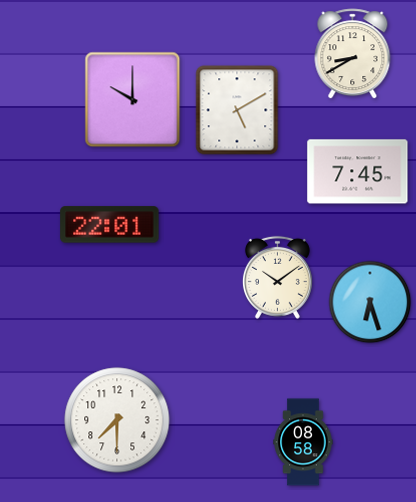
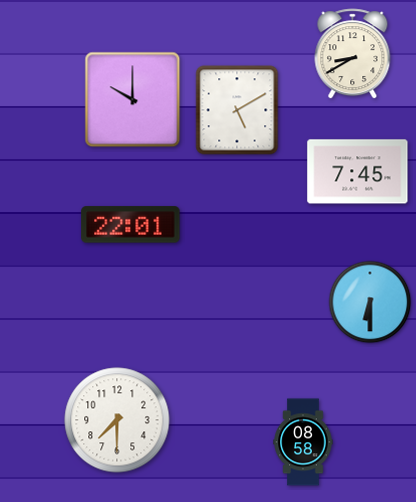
clock at (110, 225) position: (110, 225) -> (131, 225)
clock at (277, 277): 10:09 -> none
clock at (370, 302): 6:27 -> 6:30
